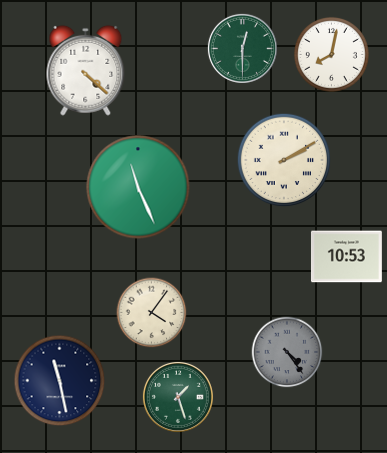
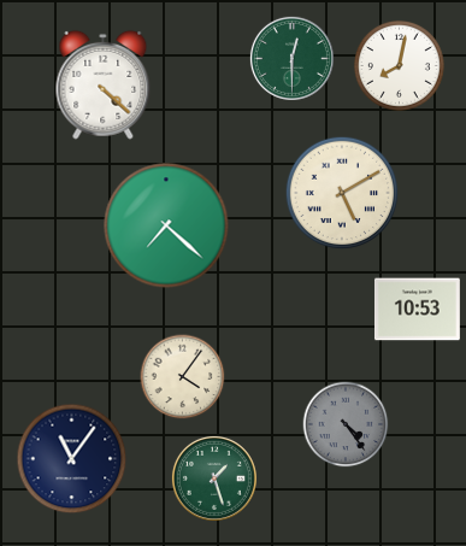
clock at (284, 160): 2:10 -> 5:10
clock at (138, 187): 11:26 -> 7:22
clock at (60, 381): 11:28 -> 11:06
